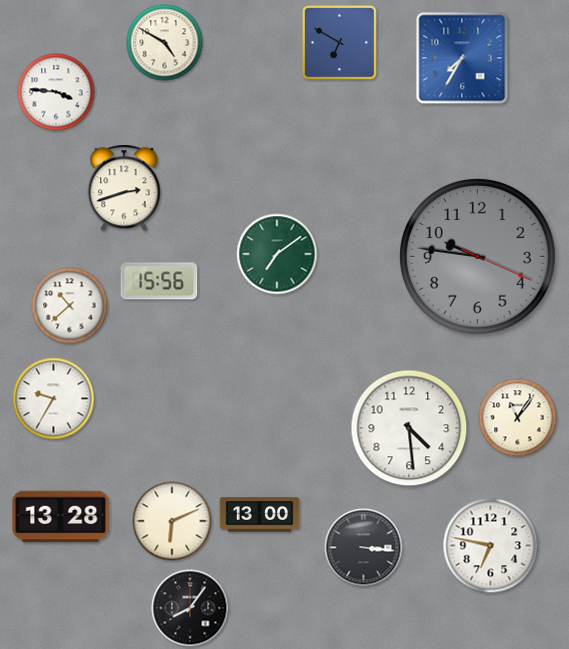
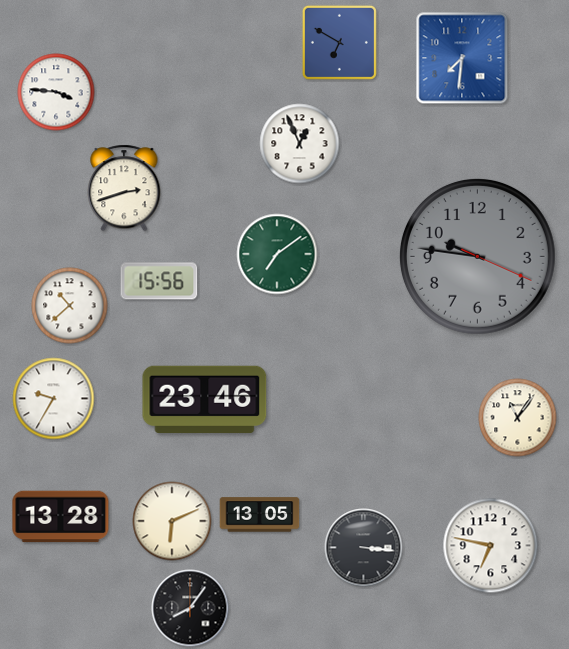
clock at (165, 43): 4:50 -> none
clock at (462, 58): 7:35 -> 7:31
clock at (300, 144): none -> 12:56
clock at (205, 400): none -> 23:46
clock at (409, 428): 4:29 -> none
clock at (260, 515): 13:00 -> 13:05
